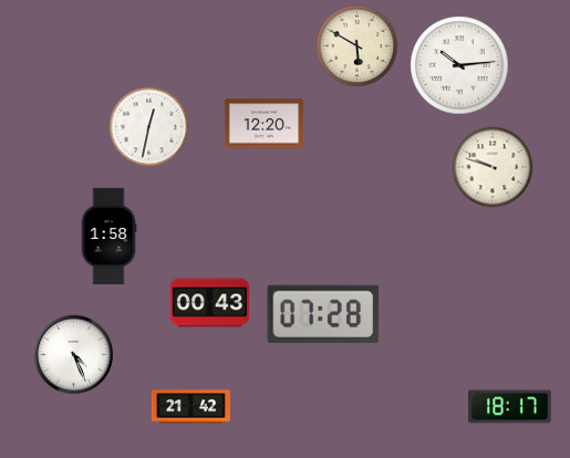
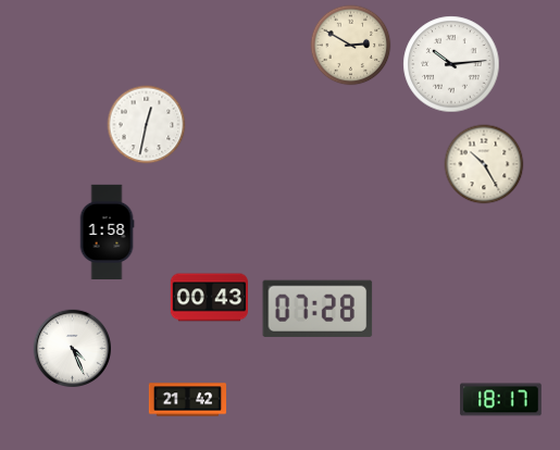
clock at (357, 46): 5:50 -> 2:50
clock at (263, 124): 12:20 -> none
clock at (493, 167): 9:48 -> 10:25
clock at (209, 303) position: (209, 303) -> (209, 298)
